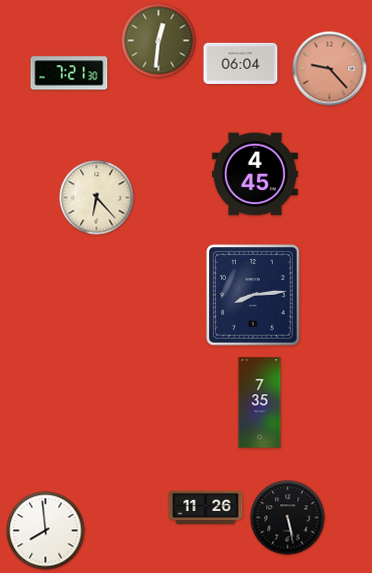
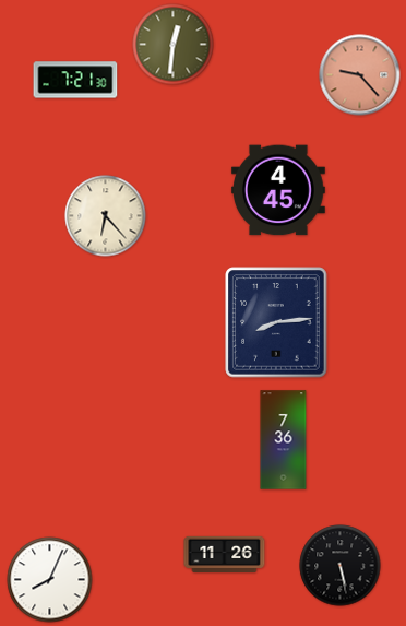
clock at (241, 63): 06:04 -> none
clock at (260, 403): 7:35 -> 7:36
clock at (288, 518) position: (288, 518) -> (341, 566)
clock at (46, 531): 7:59 -> 8:04
